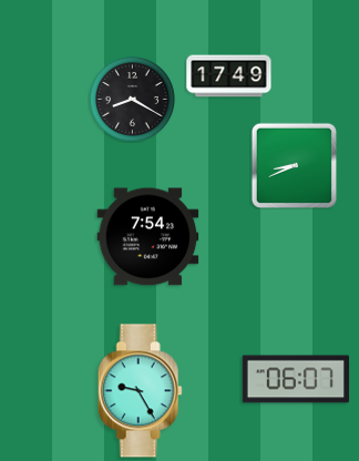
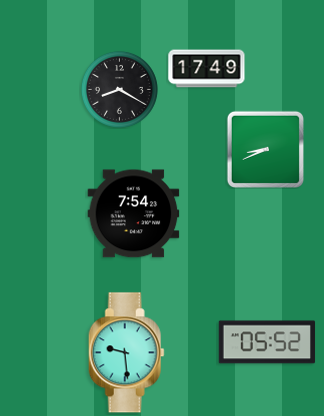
clock at (296, 379): 06:07 -> 05:52
clock at (140, 391): 9:25 -> 9:29
